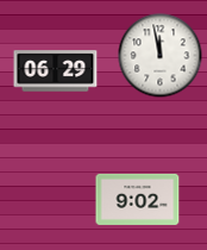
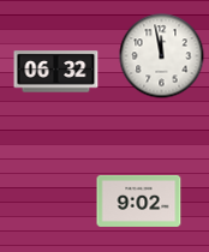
clock at (56, 71): 06:29 -> 06:32
